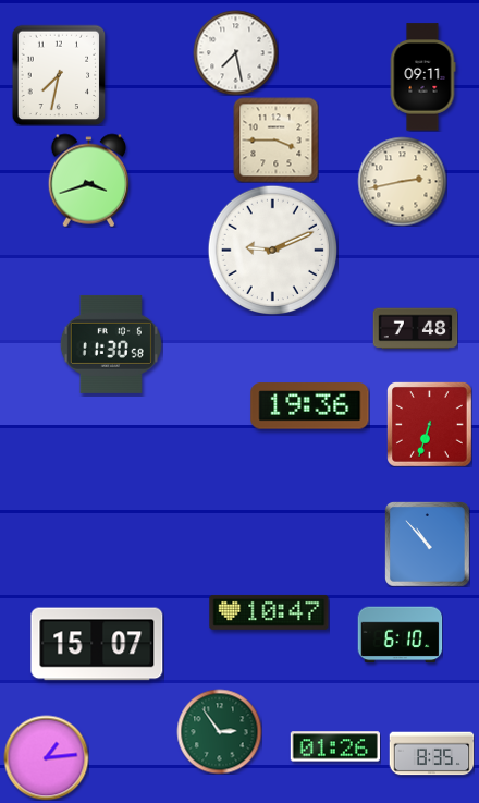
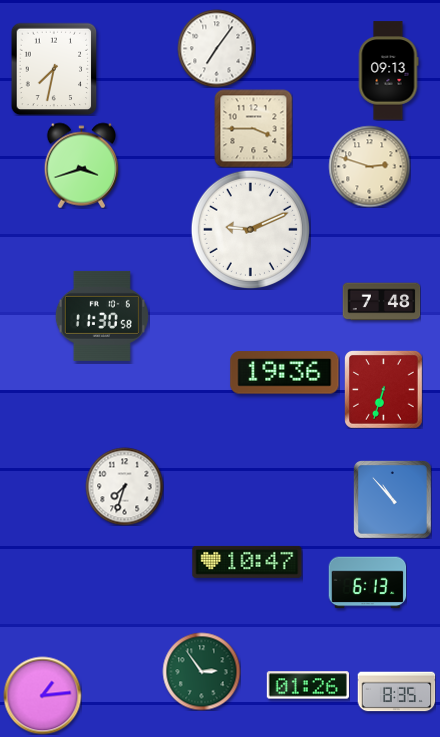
clock at (235, 52): 7:28 -> 7:06
clock at (422, 77): 09:11 -> 09:13
clock at (402, 181): 2:43 -> 2:48
clock at (430, 425) position: (430, 425) -> (384, 390)
clock at (124, 486): none -> 7:33
clock at (400, 635): 6:10 -> 6:13
clock at (97, 644): 15:07 -> none
